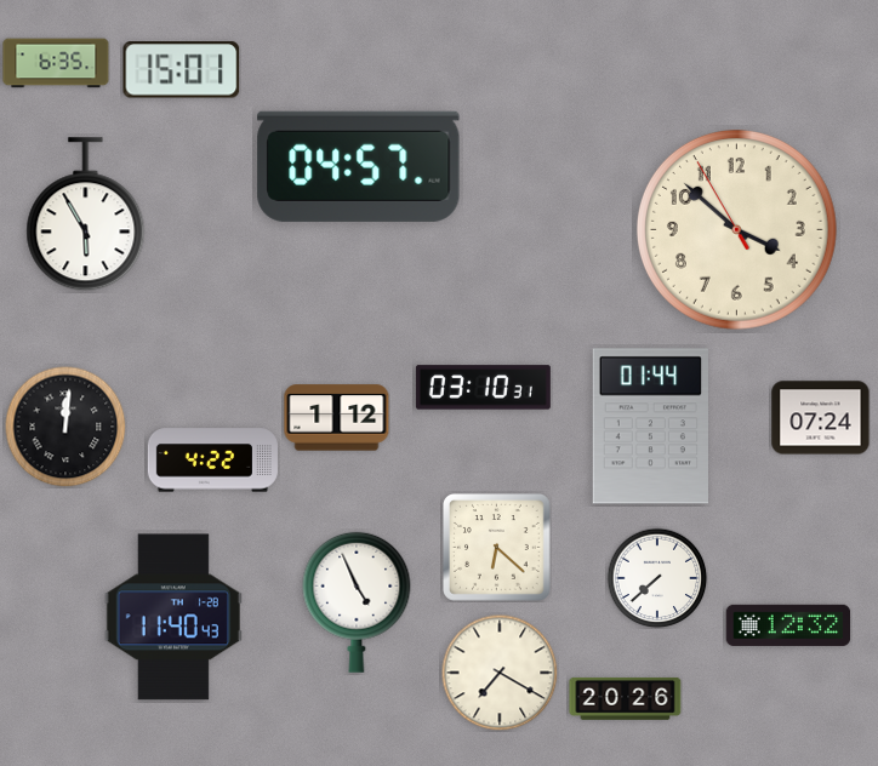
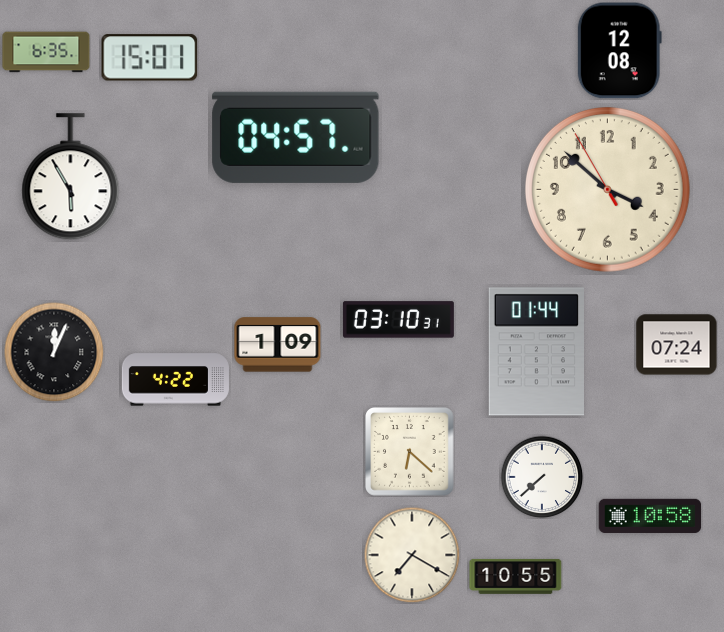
clock at (619, 51): none -> 12:08
clock at (337, 418): 1:12 -> 1:09
clock at (65, 427): 12:01 -> 12:04
clock at (357, 602): 4:56 -> none
clock at (173, 617): 11:40 -> none
clock at (788, 625): 12:32 -> 10:58
clock at (626, 699): 20:26 -> 10:55
